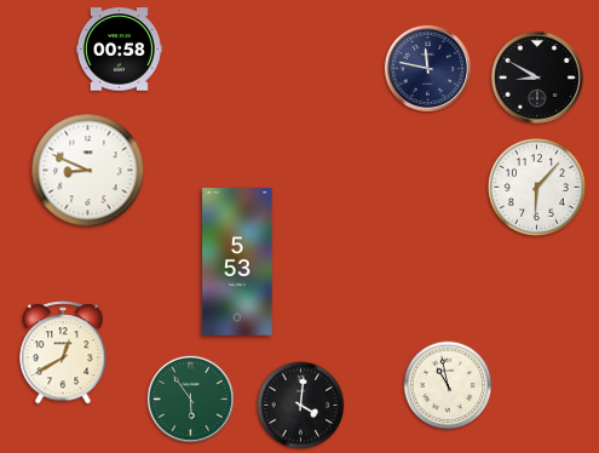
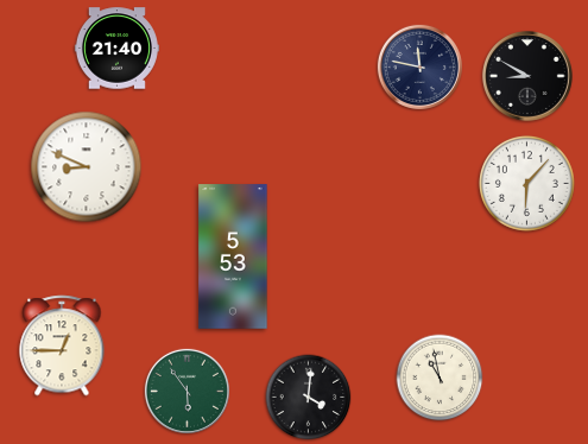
clock at (119, 50): 00:58 -> 21:40
clock at (63, 352): 12:40 -> 12:45
clock at (301, 406) position: (301, 406) -> (309, 398)
